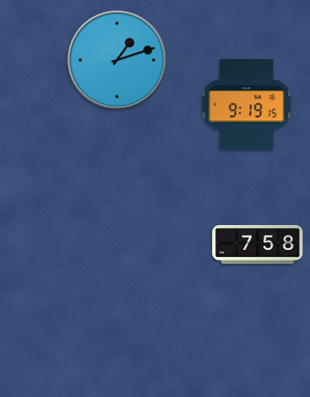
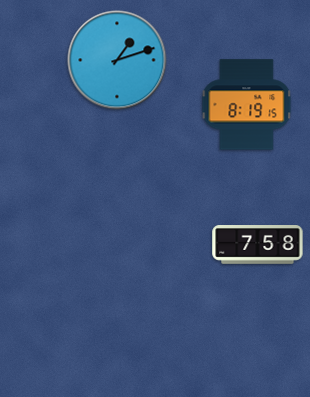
clock at (247, 105): 9:19 -> 8:19
